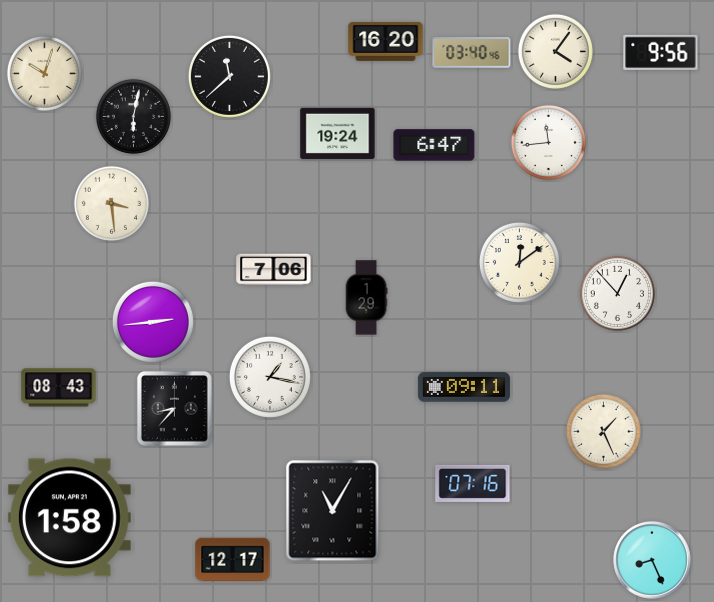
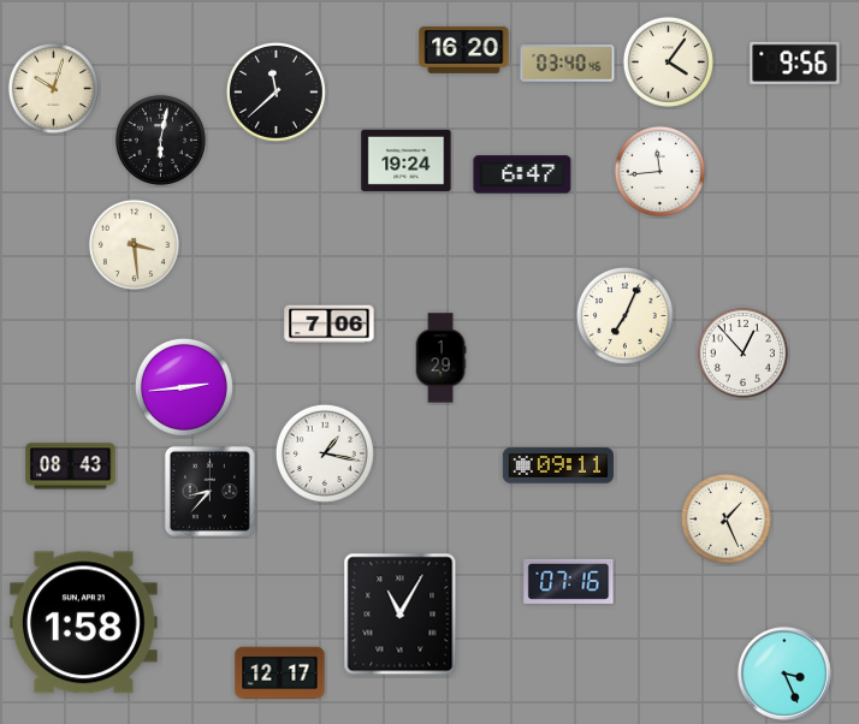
clock at (519, 262): 12:09 -> 7:04
clock at (652, 560): 8:26 -> 3:26
